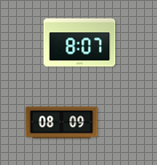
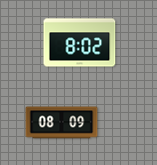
clock at (80, 43): 8:07 -> 8:02
